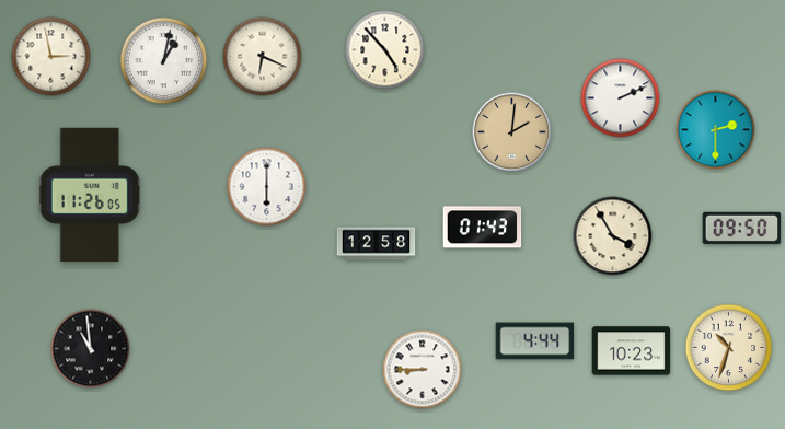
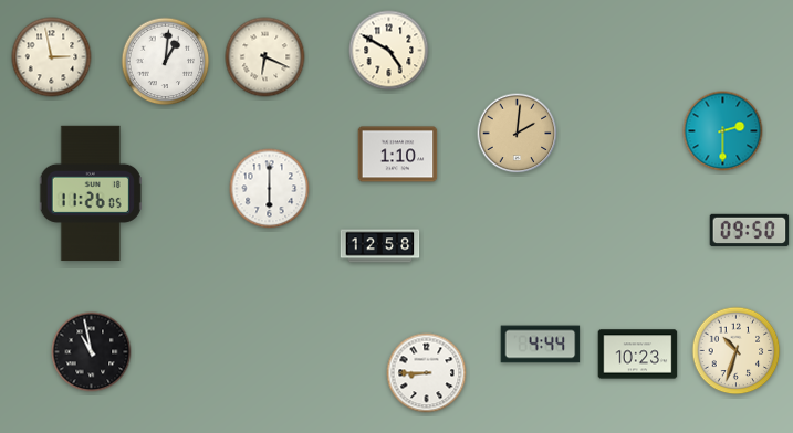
clock at (385, 50): 4:53 -> 4:50
clock at (164, 61): 1:02 -> 1:01
clock at (621, 98): 2:11 -> none
clock at (398, 155): none -> 1:10
clock at (90, 195) position: (90, 195) -> (91, 193)
clock at (483, 228): 01:43 -> none
clock at (613, 236): 3:55 -> none
clock at (91, 349): 10:59 -> 10:58
